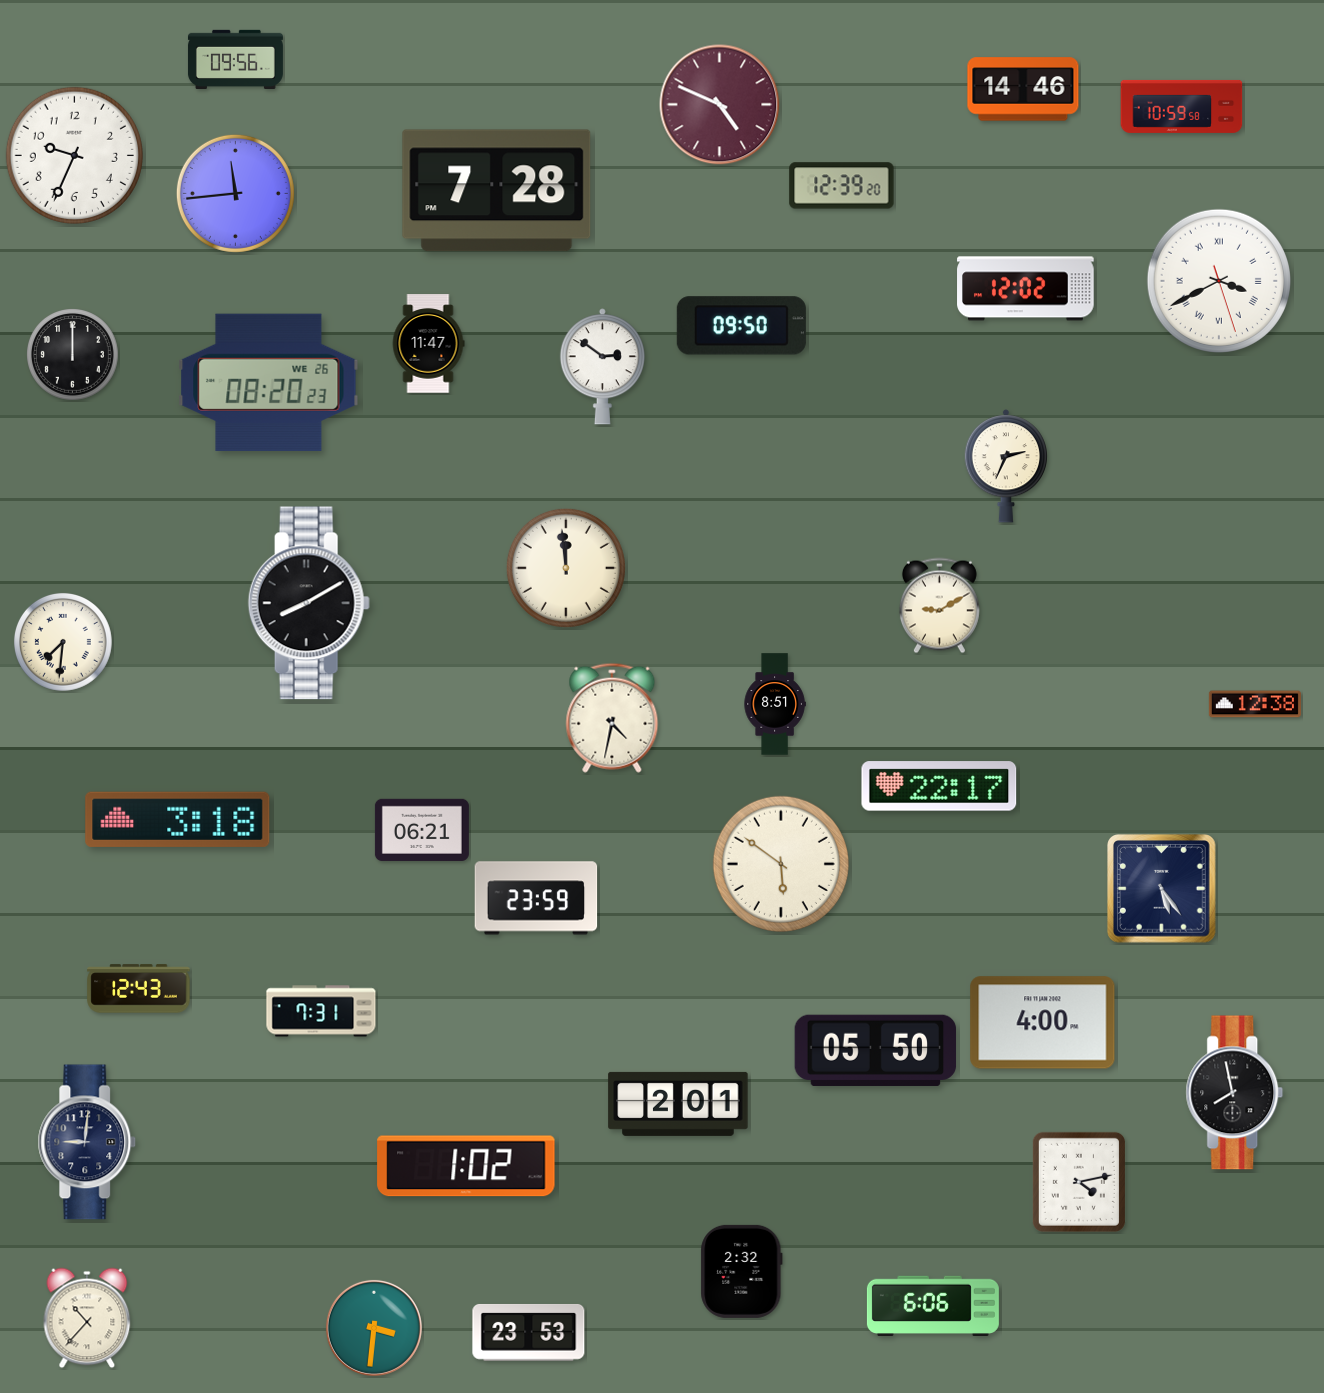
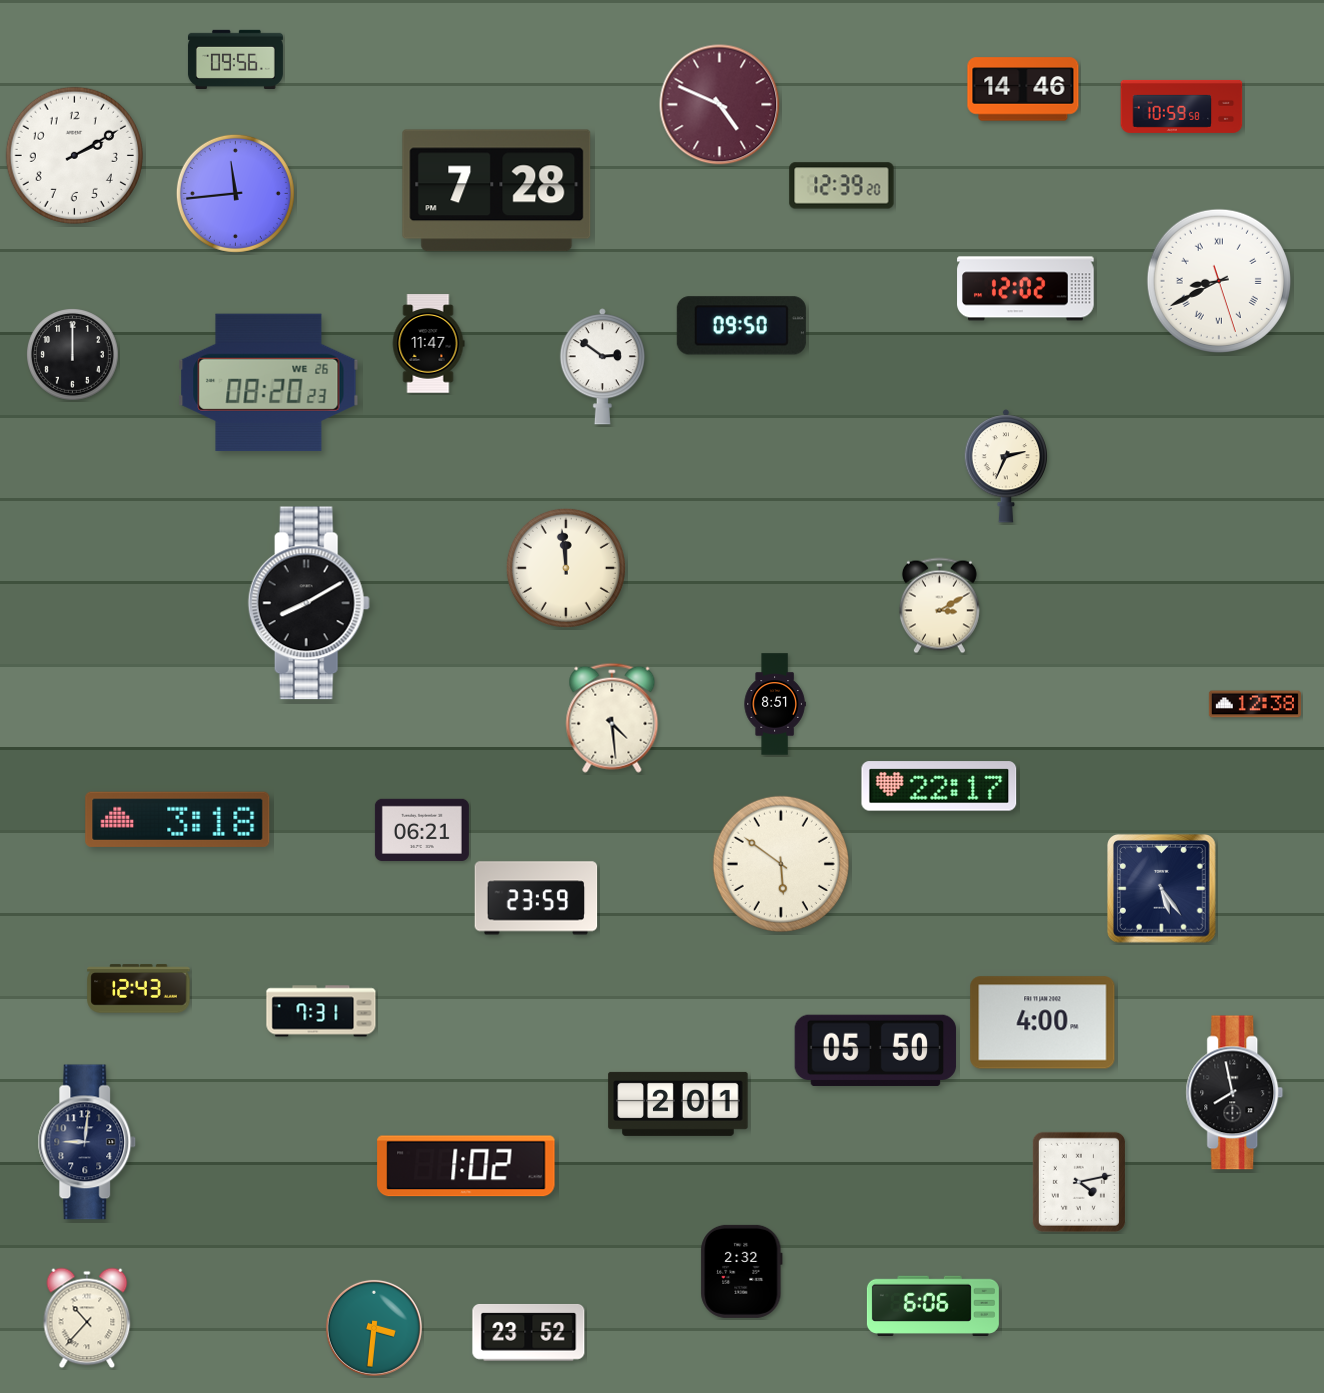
clock at (74, 155): 9:34 -> 2:10
clock at (1219, 281): 3:40 -> 8:40
clock at (939, 606): 9:10 -> 3:10
clock at (63, 642): 7:31 -> none
clock at (612, 718): 4:32 -> 4:29
clock at (529, 1332): 23:53 -> 23:52
